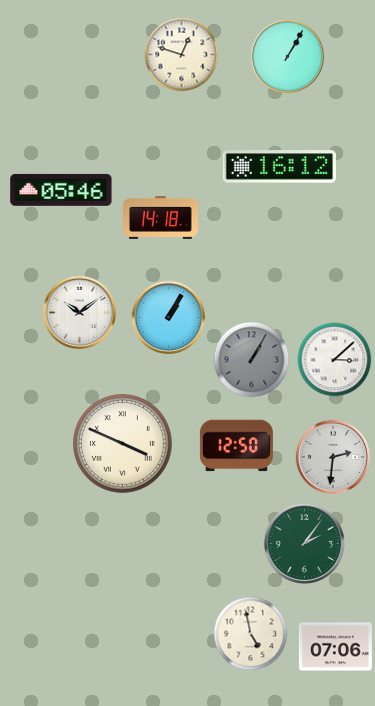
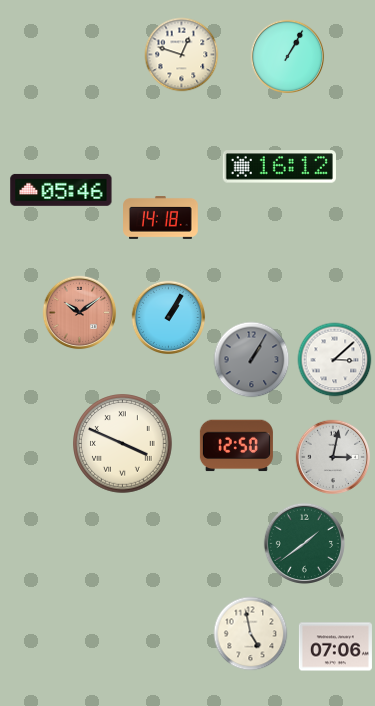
clock at (80, 313) dial: white -> salmon
clock at (333, 457): 2:31 -> 3:02
clock at (304, 543): 2:06 -> 1:39
